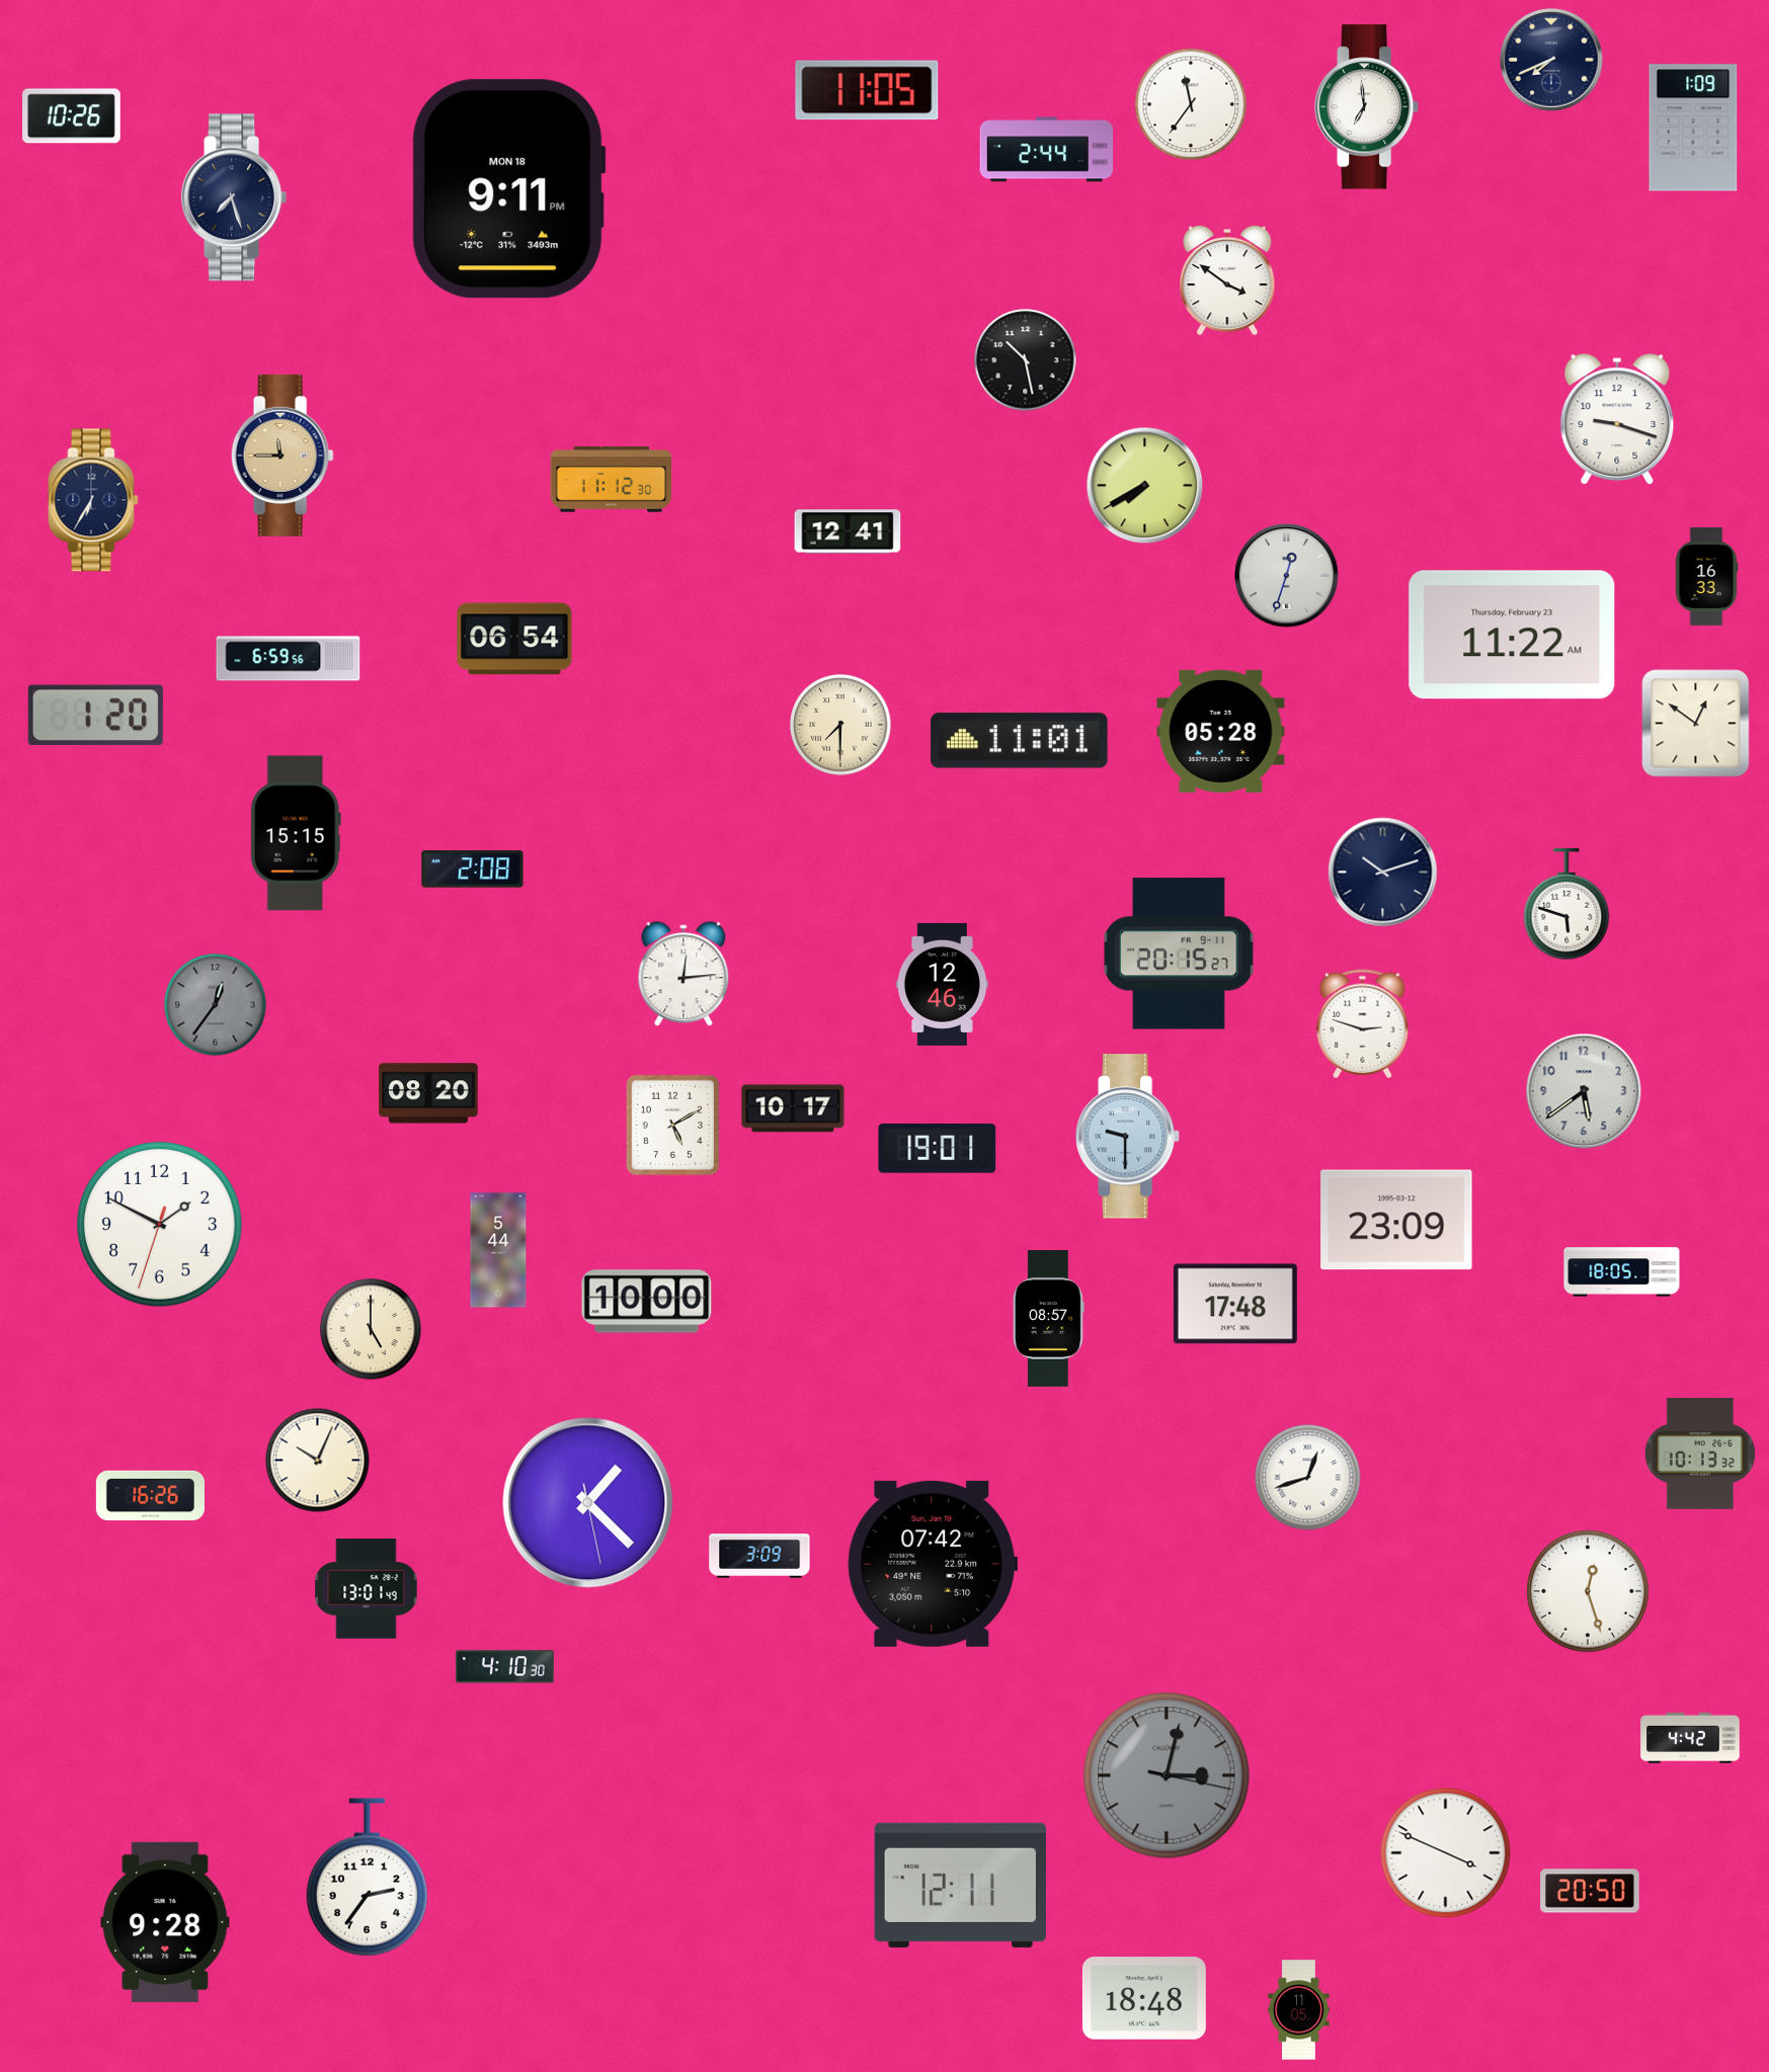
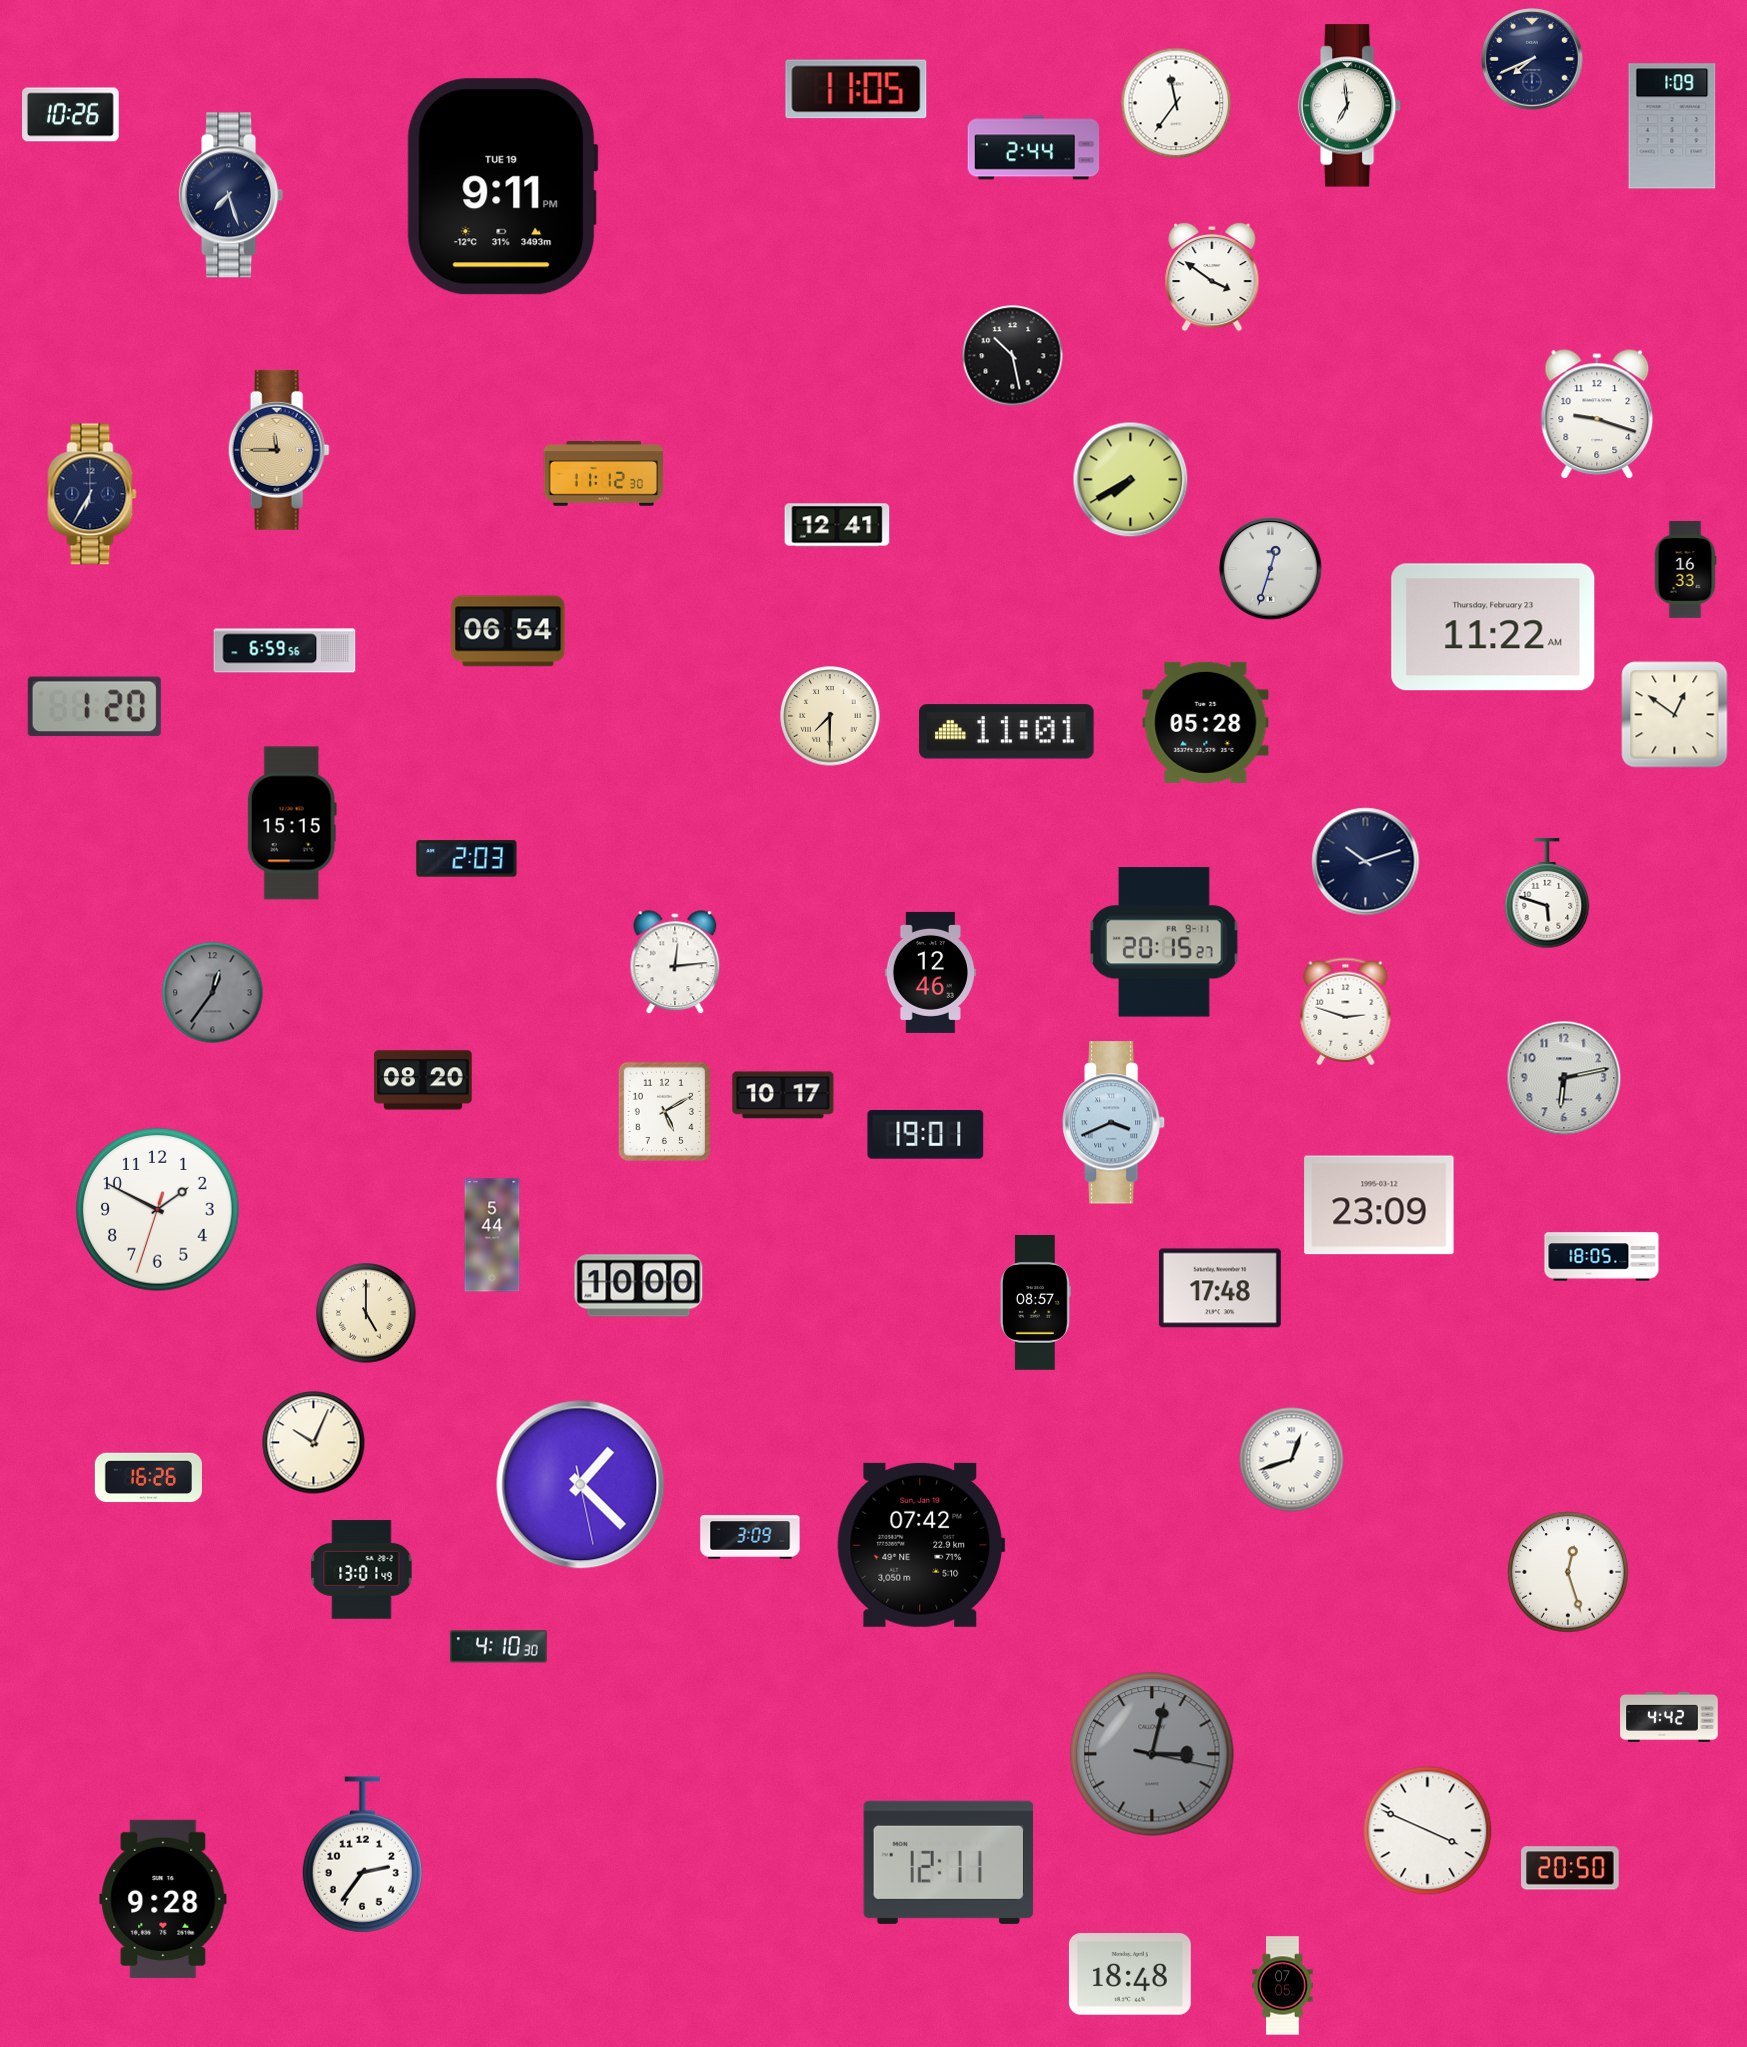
clock at (508, 189) date: MON 18 -> TUE 19
clock at (473, 869): 2:08 -> 2:03
clock at (1584, 1091): 5:39 -> 6:13
clock at (1129, 1137): 9:30 -> 3:41
clock at (1700, 1455): 10:13 -> none
clock at (1299, 2010): 11:05 -> 07:05
